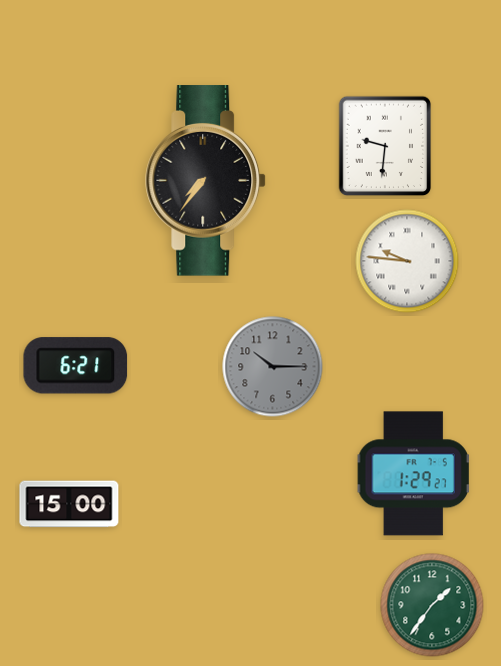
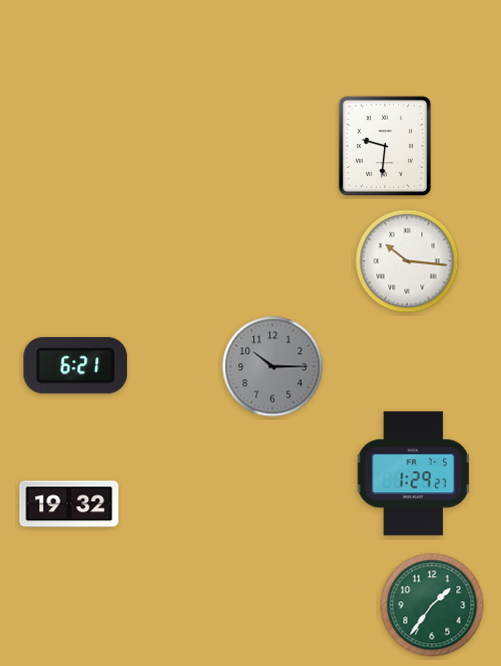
clock at (206, 181): 7:36 -> none
clock at (407, 261): 9:46 -> 10:16
clock at (69, 504): 15:00 -> 19:32
